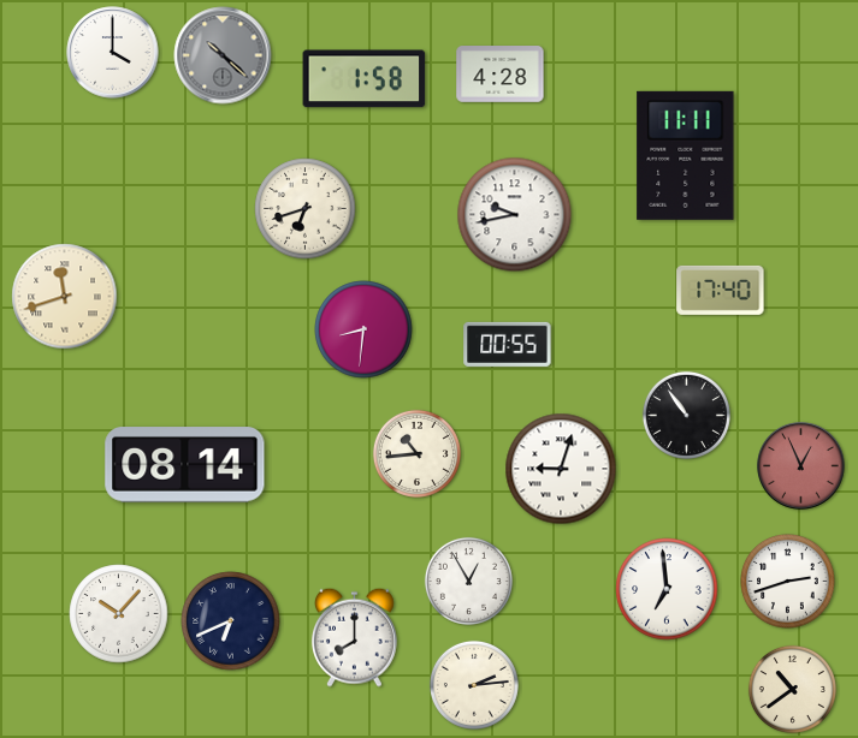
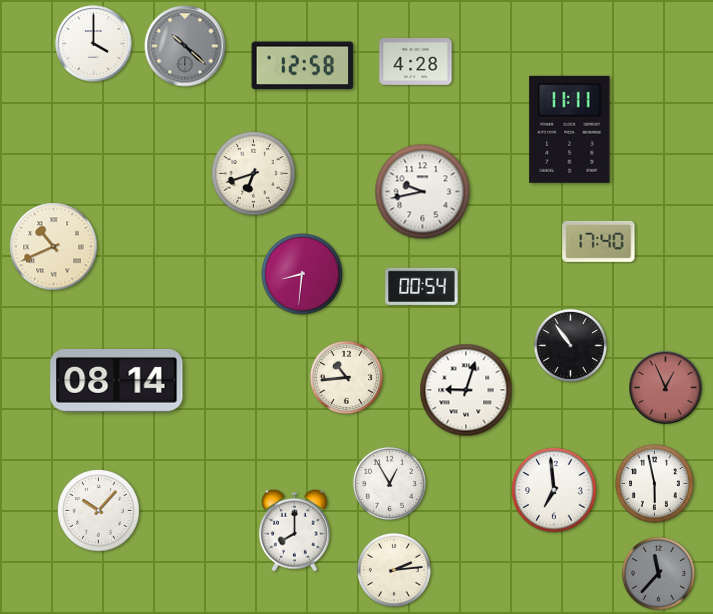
clock at (365, 79): 1:58 -> 12:58
clock at (515, 215) position: (515, 215) -> (423, 192)
clock at (65, 297): 11:42 -> 10:41
clock at (508, 344): 00:55 -> 00:54
clock at (185, 465) position: (185, 465) -> (117, 381)
clock at (788, 582): 2:42 -> 5:58
clock at (231, 621): 6:41 -> none
clock at (792, 689): 10:39 -> 11:37
clock at (792, 689) dial: cream -> grey
